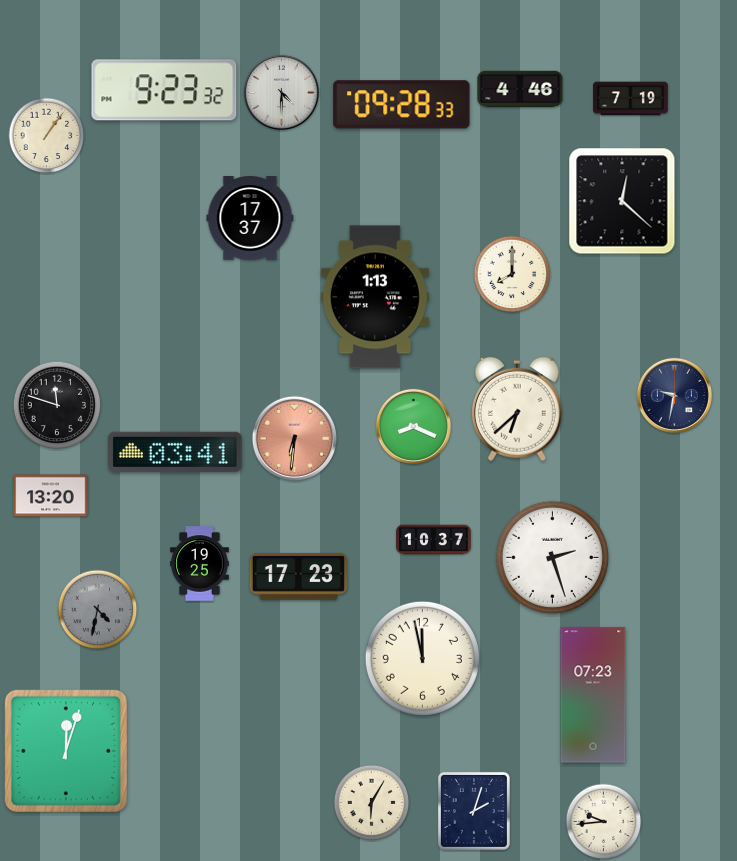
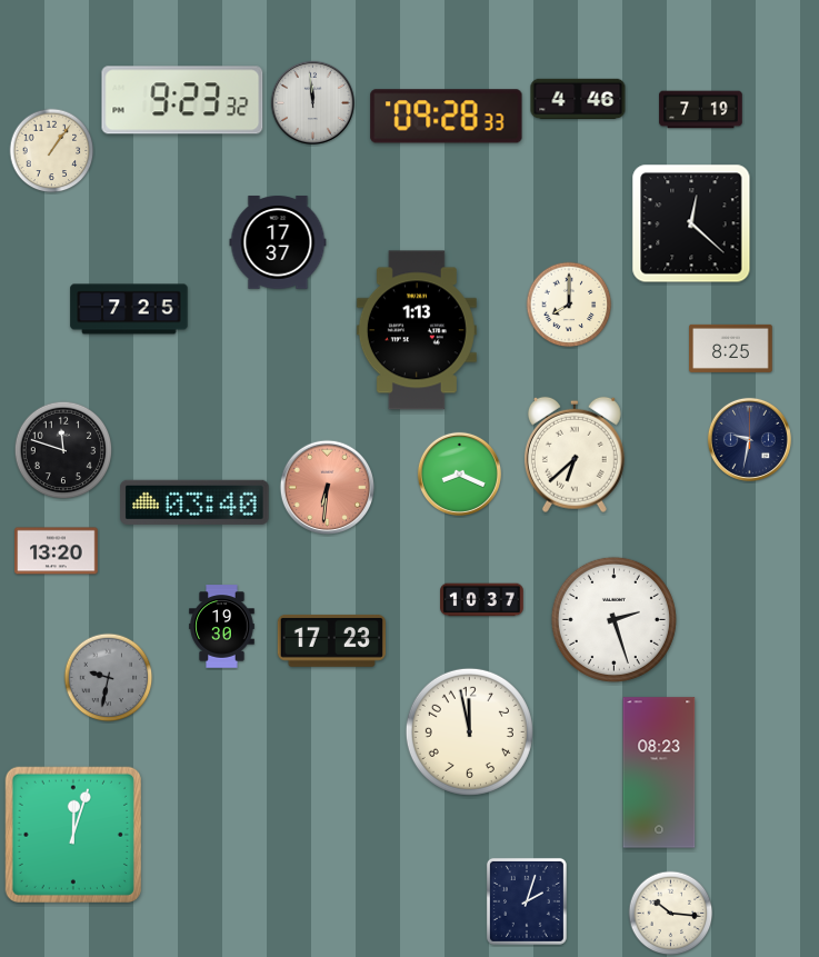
clock at (281, 92): 4:30 -> 11:59
clock at (129, 309): none -> 7:25
clock at (731, 348): none -> 8:25
clock at (175, 452): 03:41 -> 03:40
clock at (200, 564): 19:25 -> 19:30
clock at (98, 610): 4:32 -> 9:32
clock at (593, 695): 07:23 -> 08:23
clock at (372, 803): 6:05 -> none
clock at (604, 822): 9:44 -> 10:16
